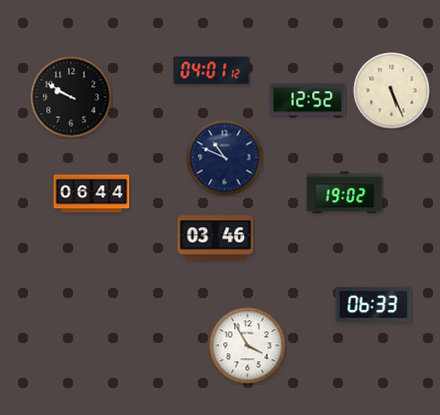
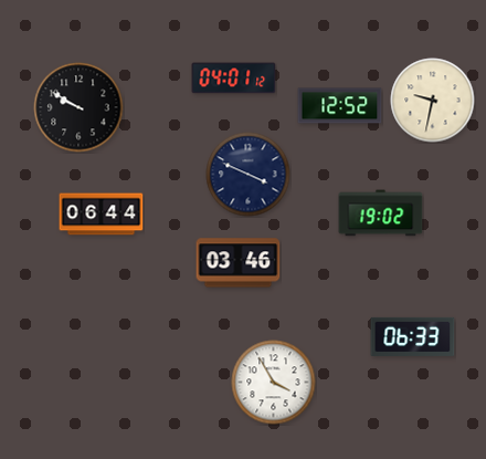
clock at (392, 91): 5:26 -> 9:32
clock at (308, 100) position: (308, 100) -> (340, 106)
clock at (225, 158): 10:49 -> 3:49
